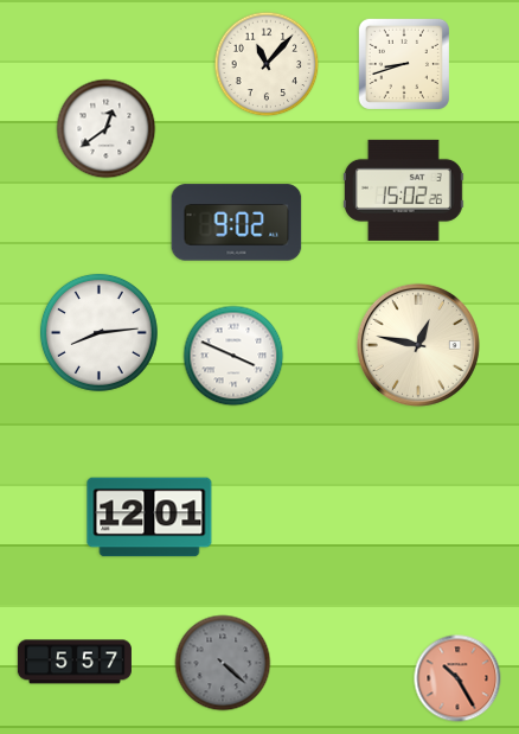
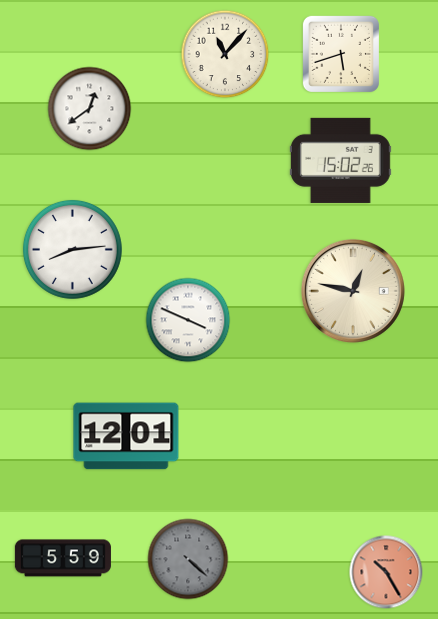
clock at (404, 64): 8:42 -> 5:42
clock at (237, 223): 9:02 -> none
clock at (98, 332) position: (98, 332) -> (72, 249)
clock at (233, 356) position: (233, 356) -> (188, 320)
clock at (75, 662): 5:57 -> 5:59
